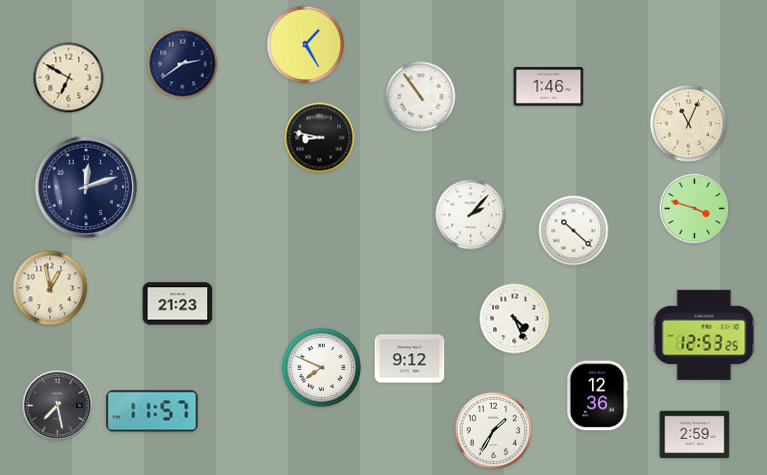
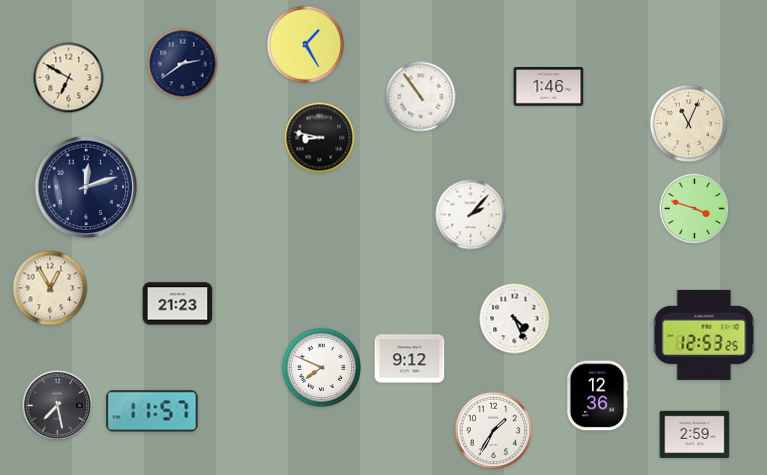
clock at (574, 231): 10:22 -> none
clock at (50, 288): 12:58 -> 12:55
